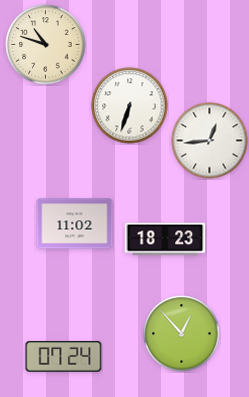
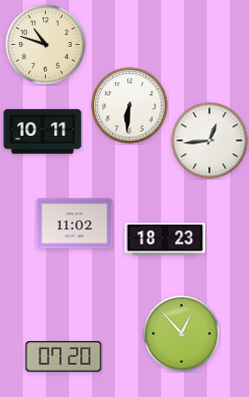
clock at (130, 106): 6:33 -> 6:31
clock at (43, 132): none -> 10:11
clock at (64, 357): 07:24 -> 07:20
